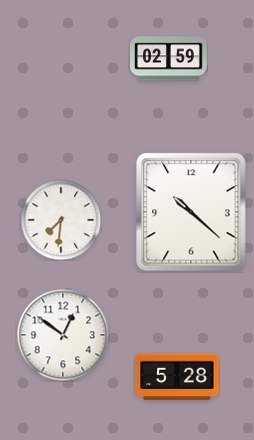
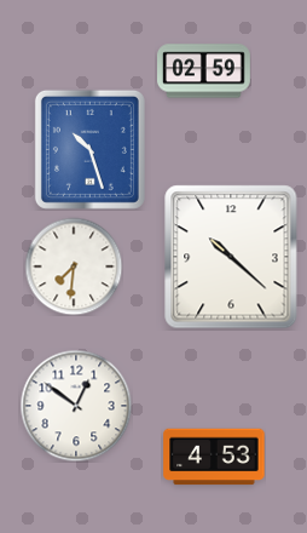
clock at (89, 149): none -> 10:27
clock at (177, 377): 5:28 -> 4:53
